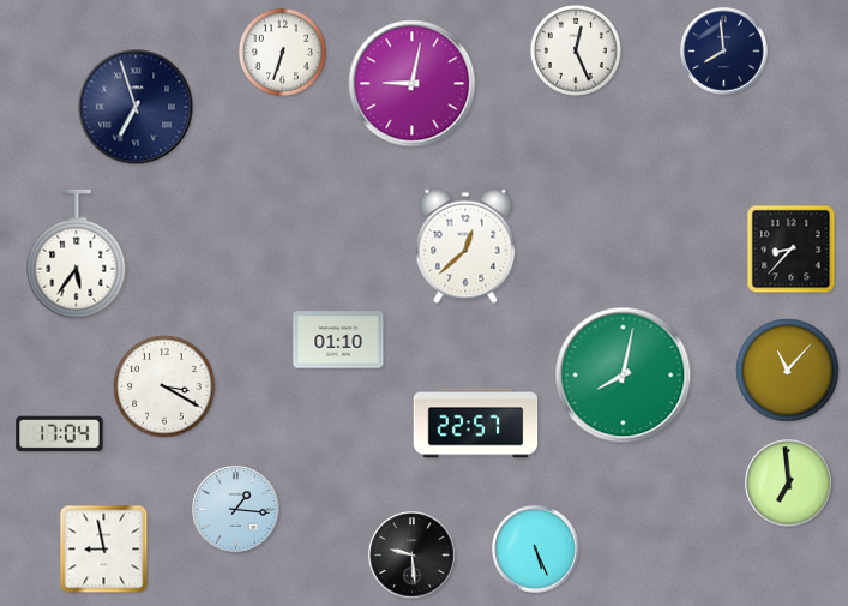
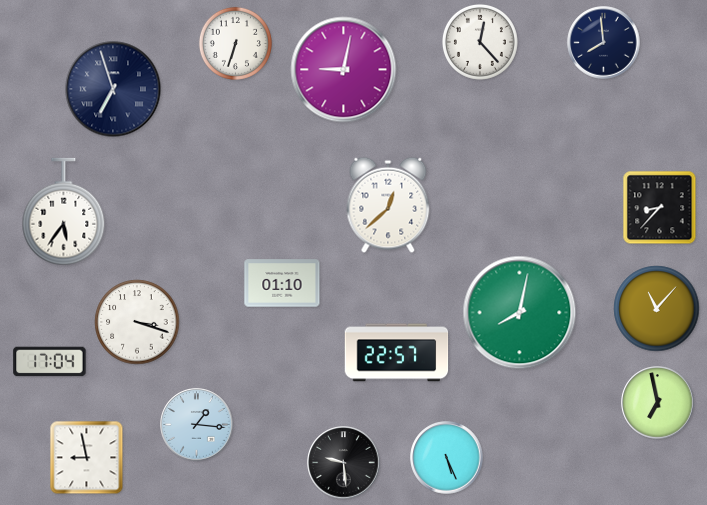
clock at (576, 50): 12:26 -> 12:23
clock at (164, 386): 3:20 -> 3:18
clock at (789, 484): 6:59 -> 6:58
